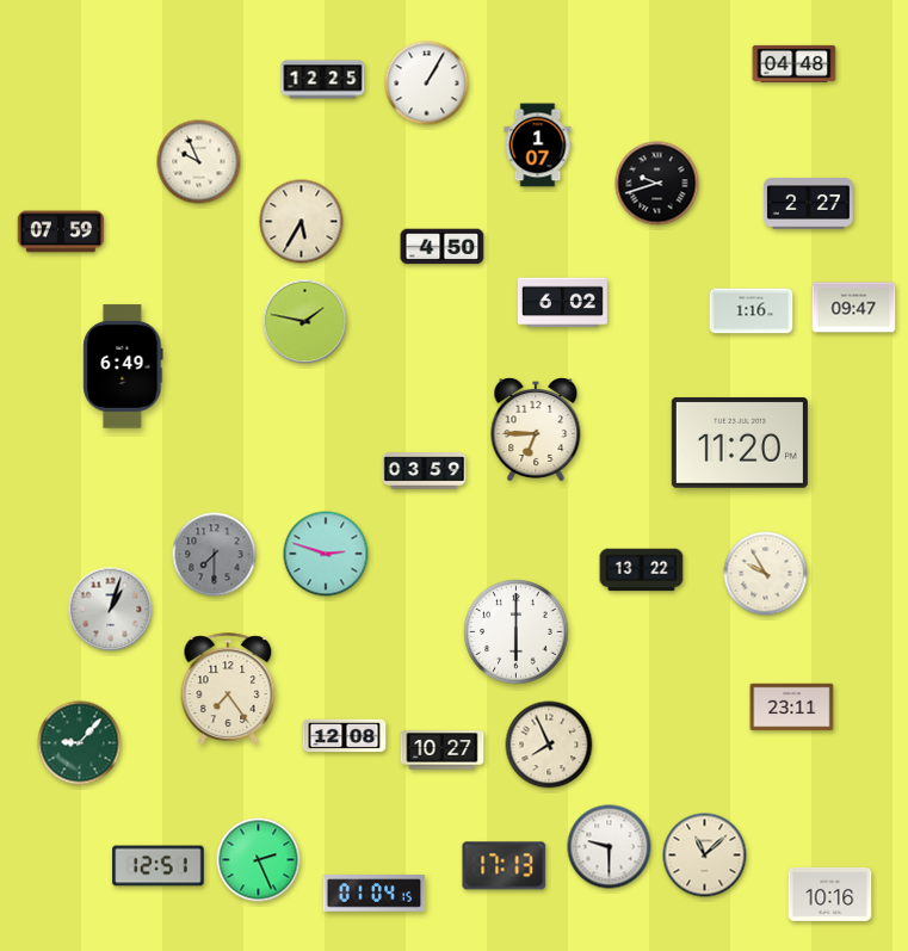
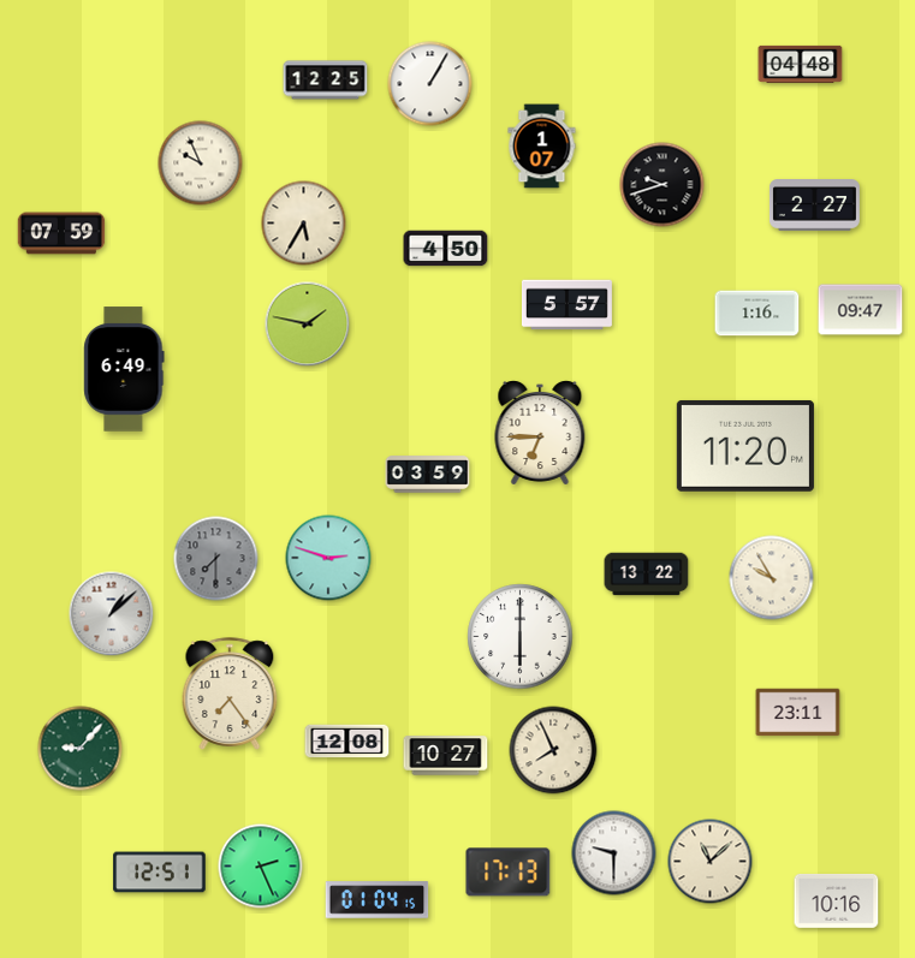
clock at (562, 303): 6:02 -> 5:57
clock at (111, 610): 1:03 -> 1:08
